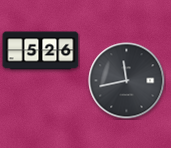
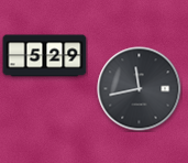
clock at (41, 51): 5:26 -> 5:29
